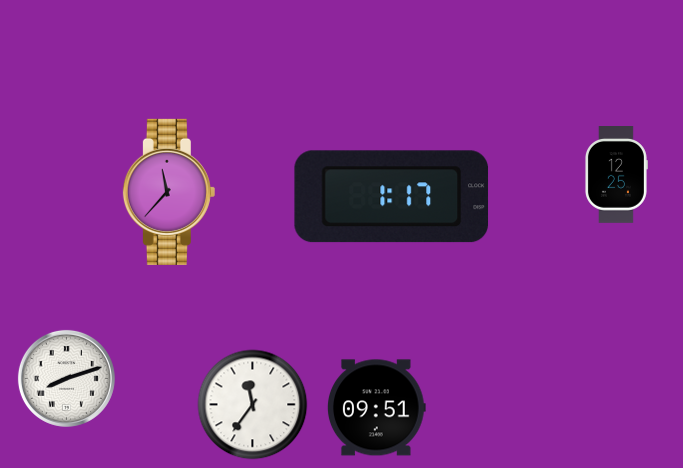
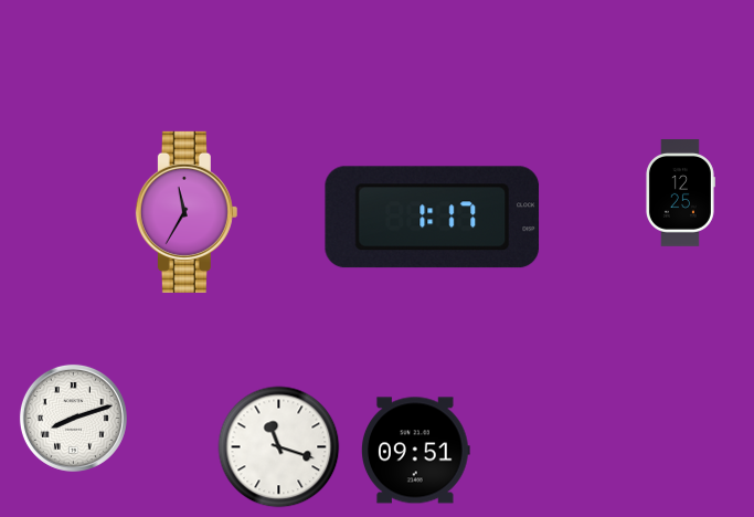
clock at (169, 192): 11:37 -> 11:35
clock at (253, 405): 11:36 -> 11:18
